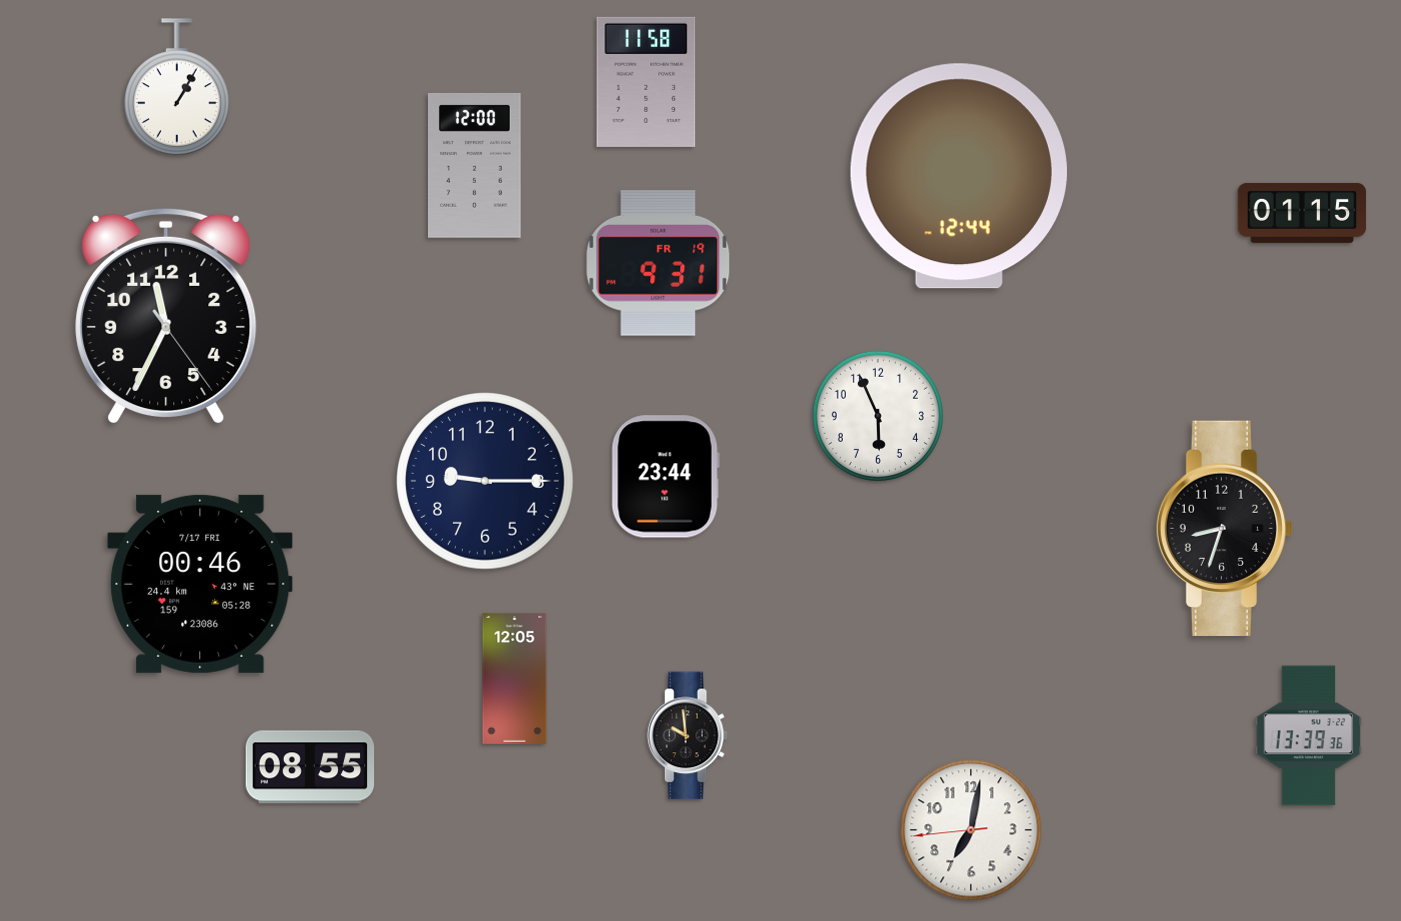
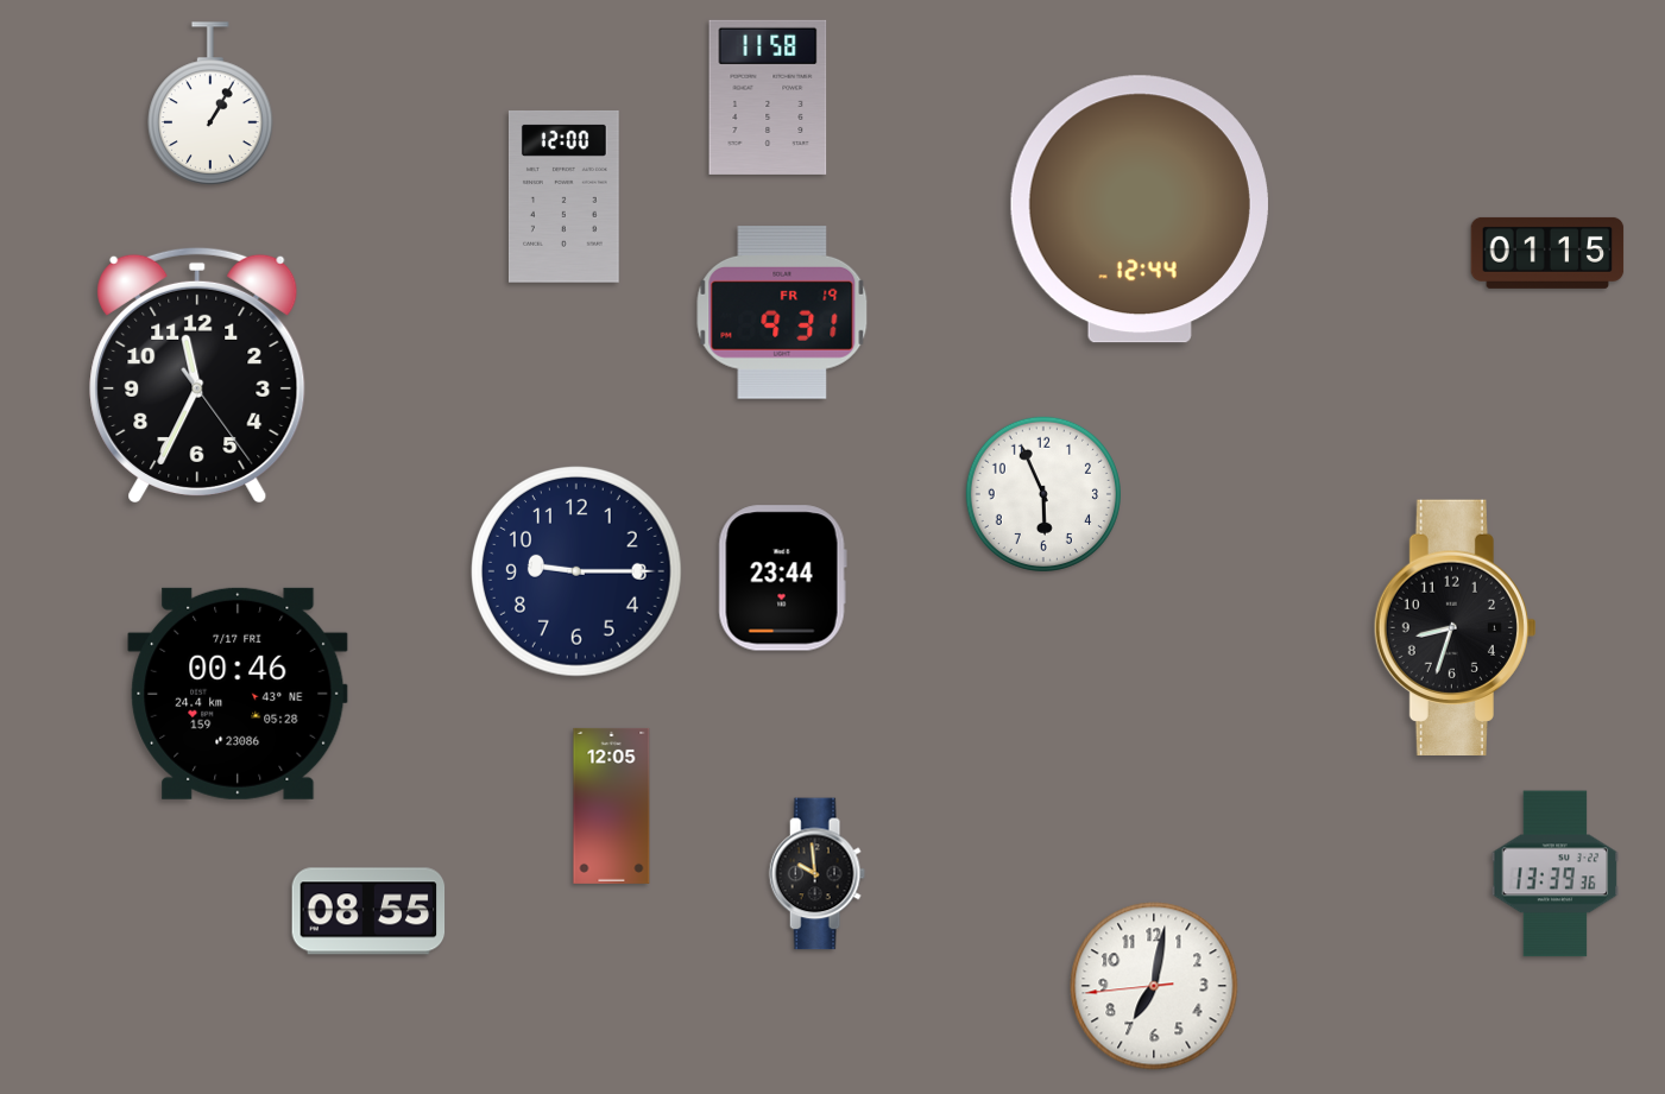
clock at (665, 477) position: (665, 477) -> (782, 578)
